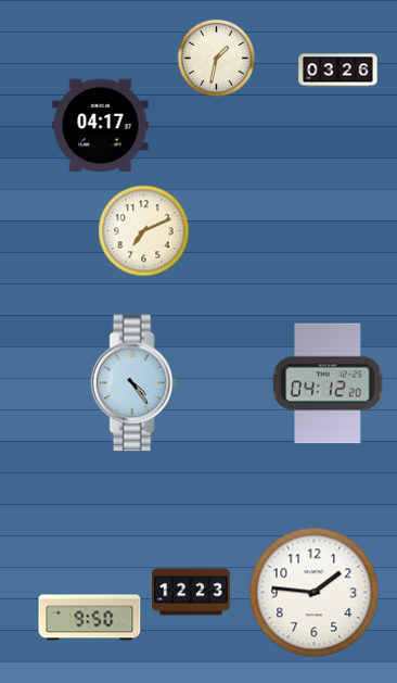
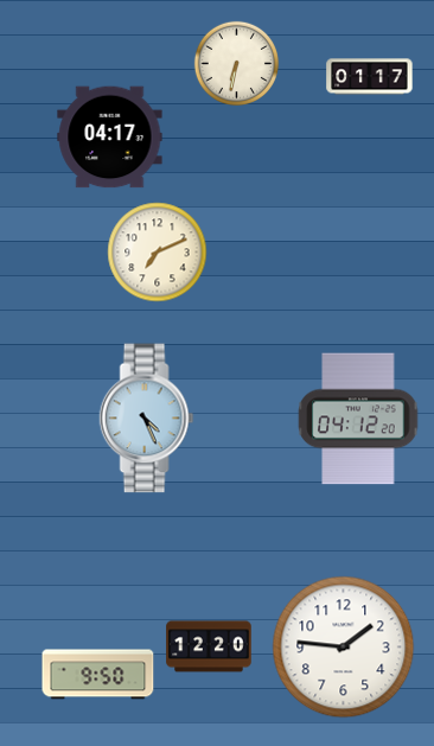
clock at (216, 58): 1:32 -> 6:32
clock at (338, 71): 03:26 -> 01:17
clock at (135, 383): 4:24 -> 4:26
clock at (191, 592): 12:23 -> 12:20
